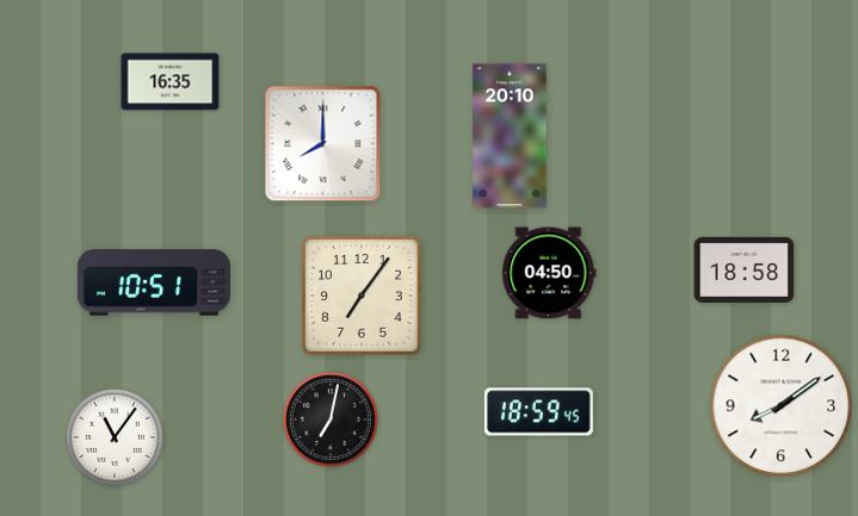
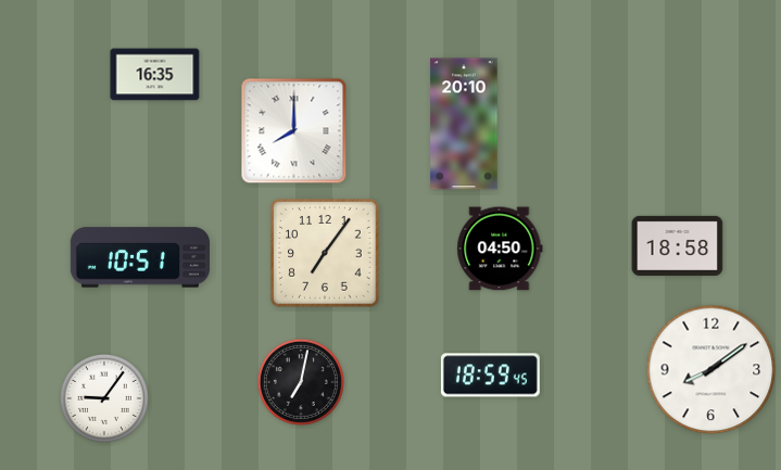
clock at (362, 296) position: (362, 296) -> (325, 253)
clock at (115, 437): 11:06 -> 9:06
